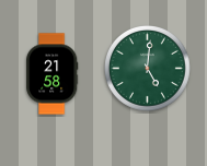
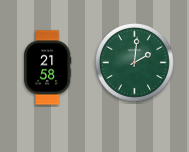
clock at (148, 69): 5:01 -> 2:01
